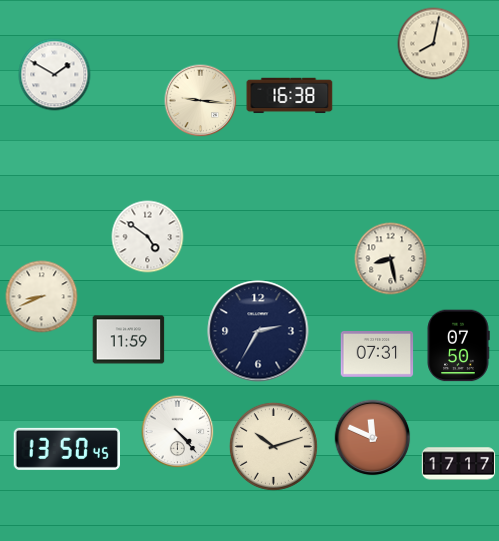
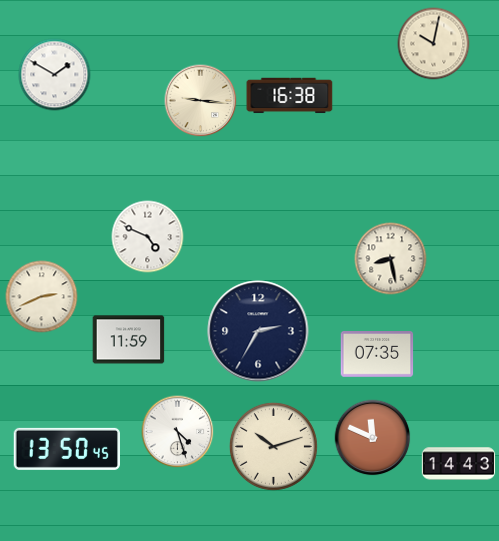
clock at (434, 44): 8:02 -> 10:02
clock at (148, 237): 4:51 -> 4:49
clock at (42, 297): 8:41 -> 2:41
clock at (458, 346): 07:50 -> none
clock at (377, 355): 07:31 -> 07:35
clock at (178, 432): 4:23 -> 4:27
clock at (459, 464): 17:17 -> 14:43
